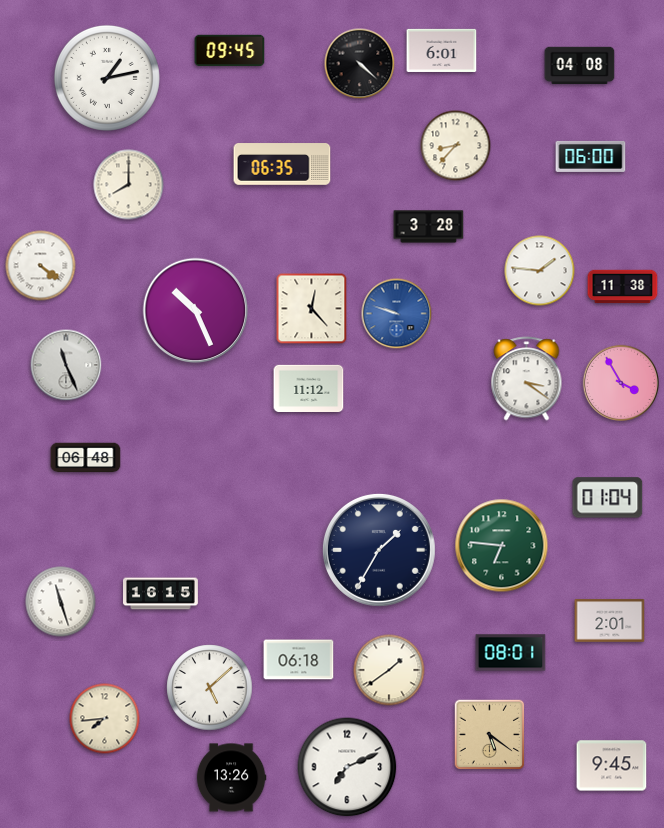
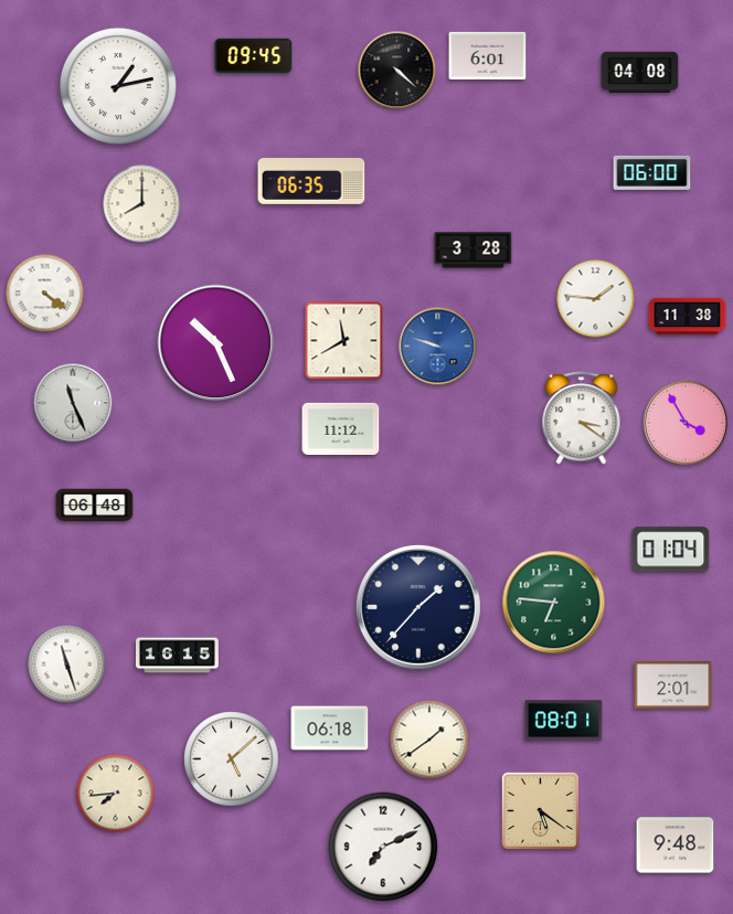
clock at (456, 146): 8:37 -> none
clock at (312, 309): 12:23 -> 11:40
clock at (379, 550): 1:35 -> 1:37
clock at (612, 766): 9:45 -> 9:48
clock at (231, 778): 13:26 -> none
